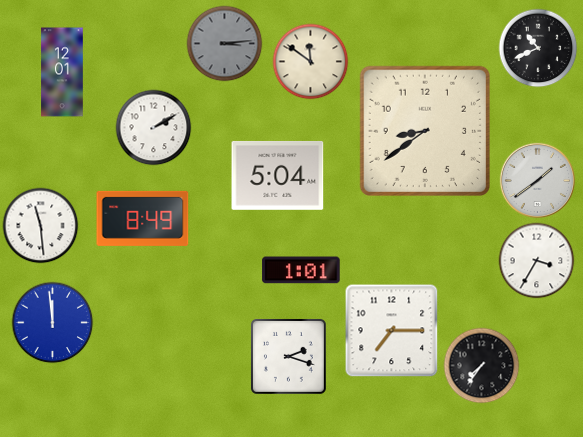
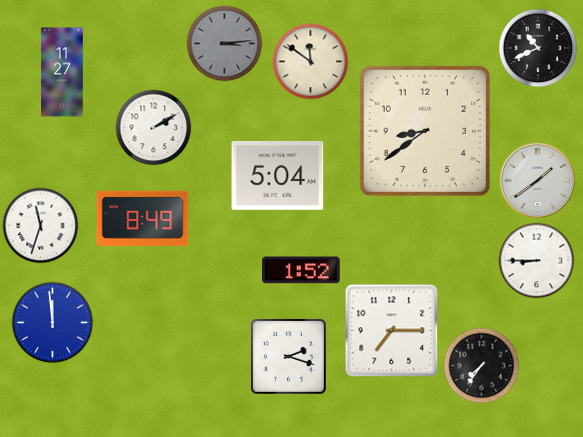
clock at (62, 72): 12:01 -> 11:27
clock at (41, 226): 11:29 -> 11:33
clock at (537, 261): 3:35 -> 8:45
clock at (301, 270): 1:01 -> 1:52
